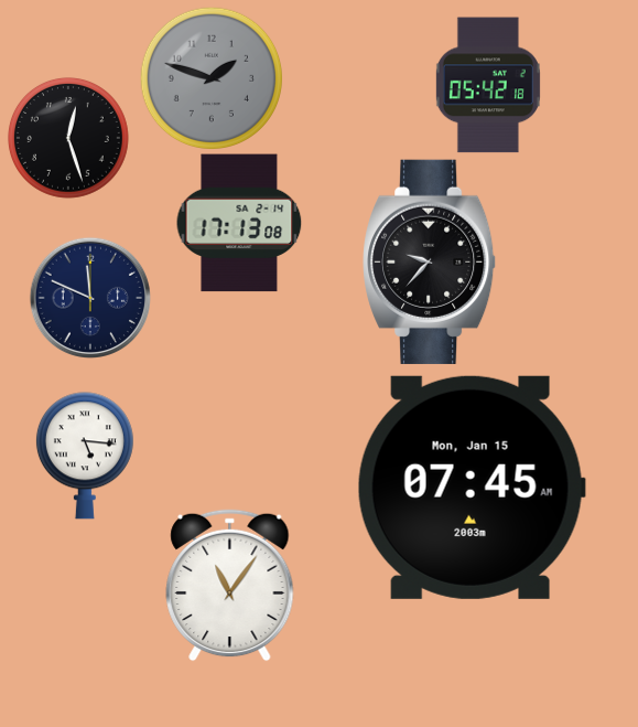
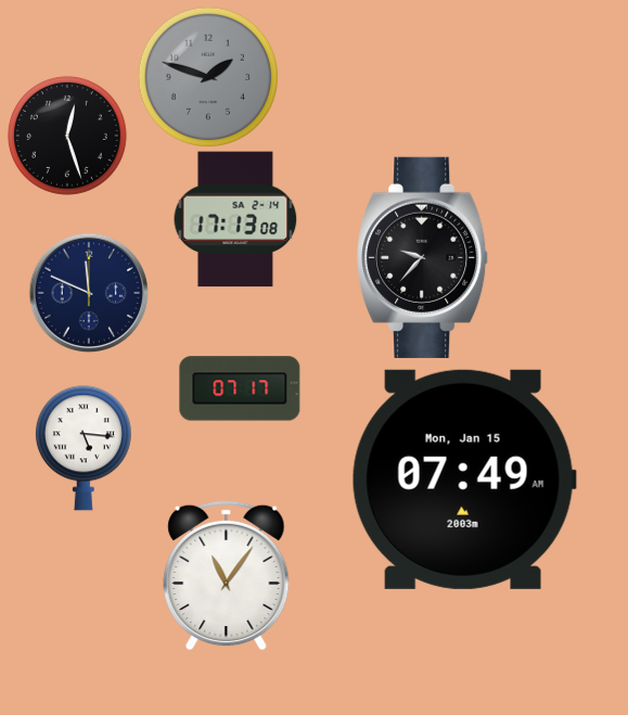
clock at (488, 85): 05:42 -> none
clock at (240, 388): none -> 07:17
clock at (472, 488): 07:45 -> 07:49
